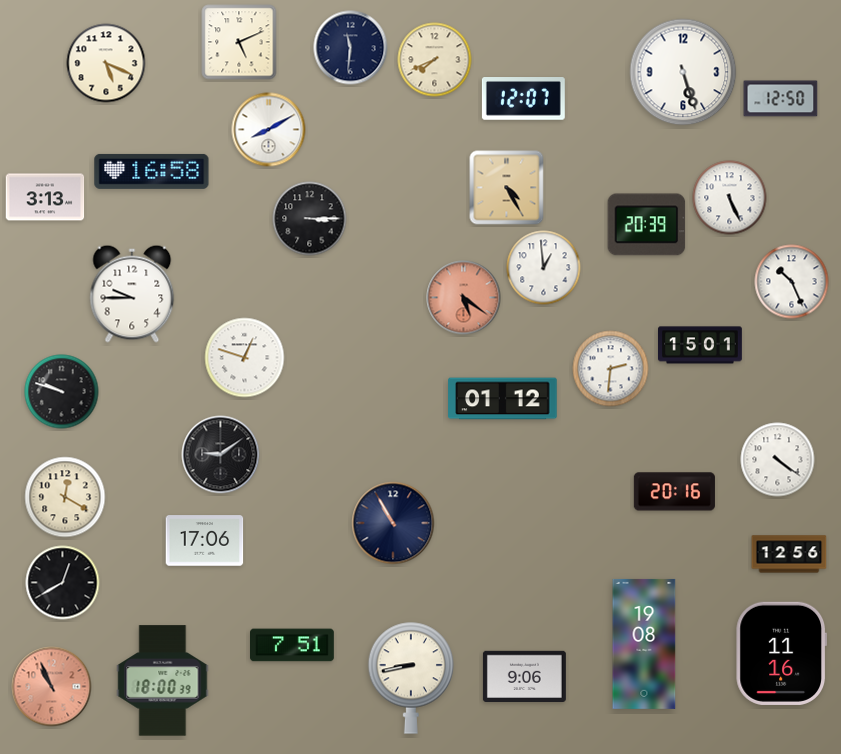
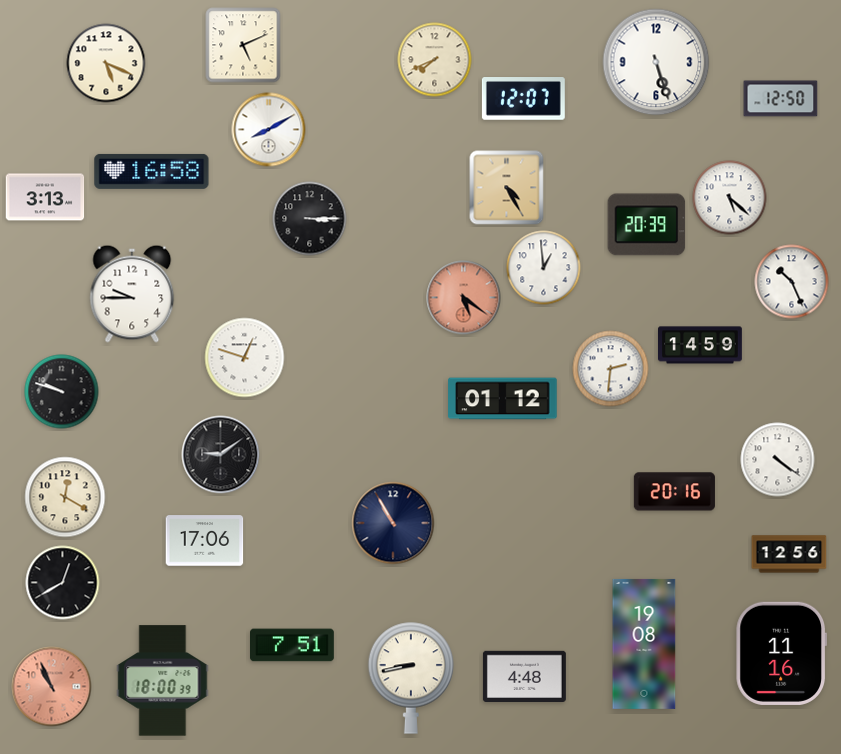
clock at (239, 42) position: (239, 42) -> (243, 45)
clock at (351, 48): 11:31 -> none
clock at (683, 72) position: (683, 72) -> (656, 62)
clock at (730, 198): 5:26 -> 5:22
clock at (700, 345): 15:01 -> 14:59
clock at (524, 676): 9:06 -> 4:48
